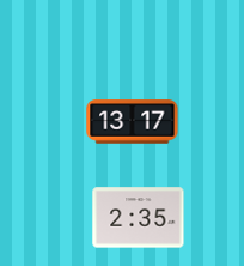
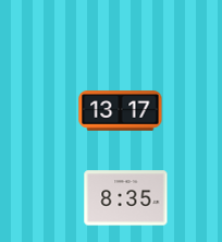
clock at (139, 218): 2:35 -> 8:35
